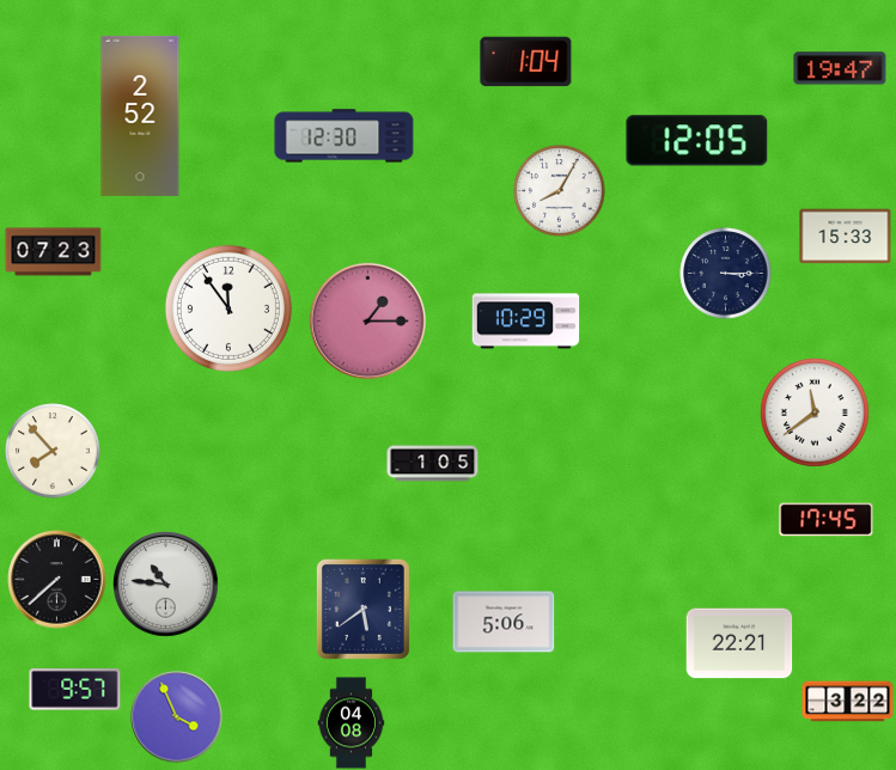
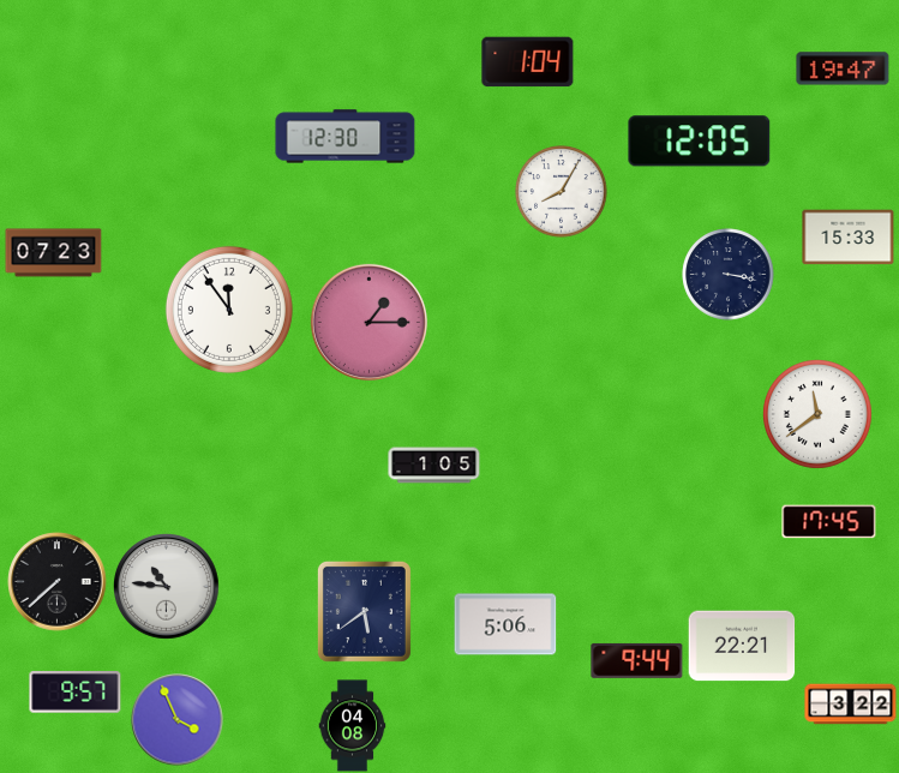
clock at (140, 116): 2:52 -> none
clock at (726, 274): 3:15 -> 3:17
clock at (526, 322): 10:29 -> none
clock at (53, 451): 7:53 -> none
clock at (637, 660): none -> 9:44
